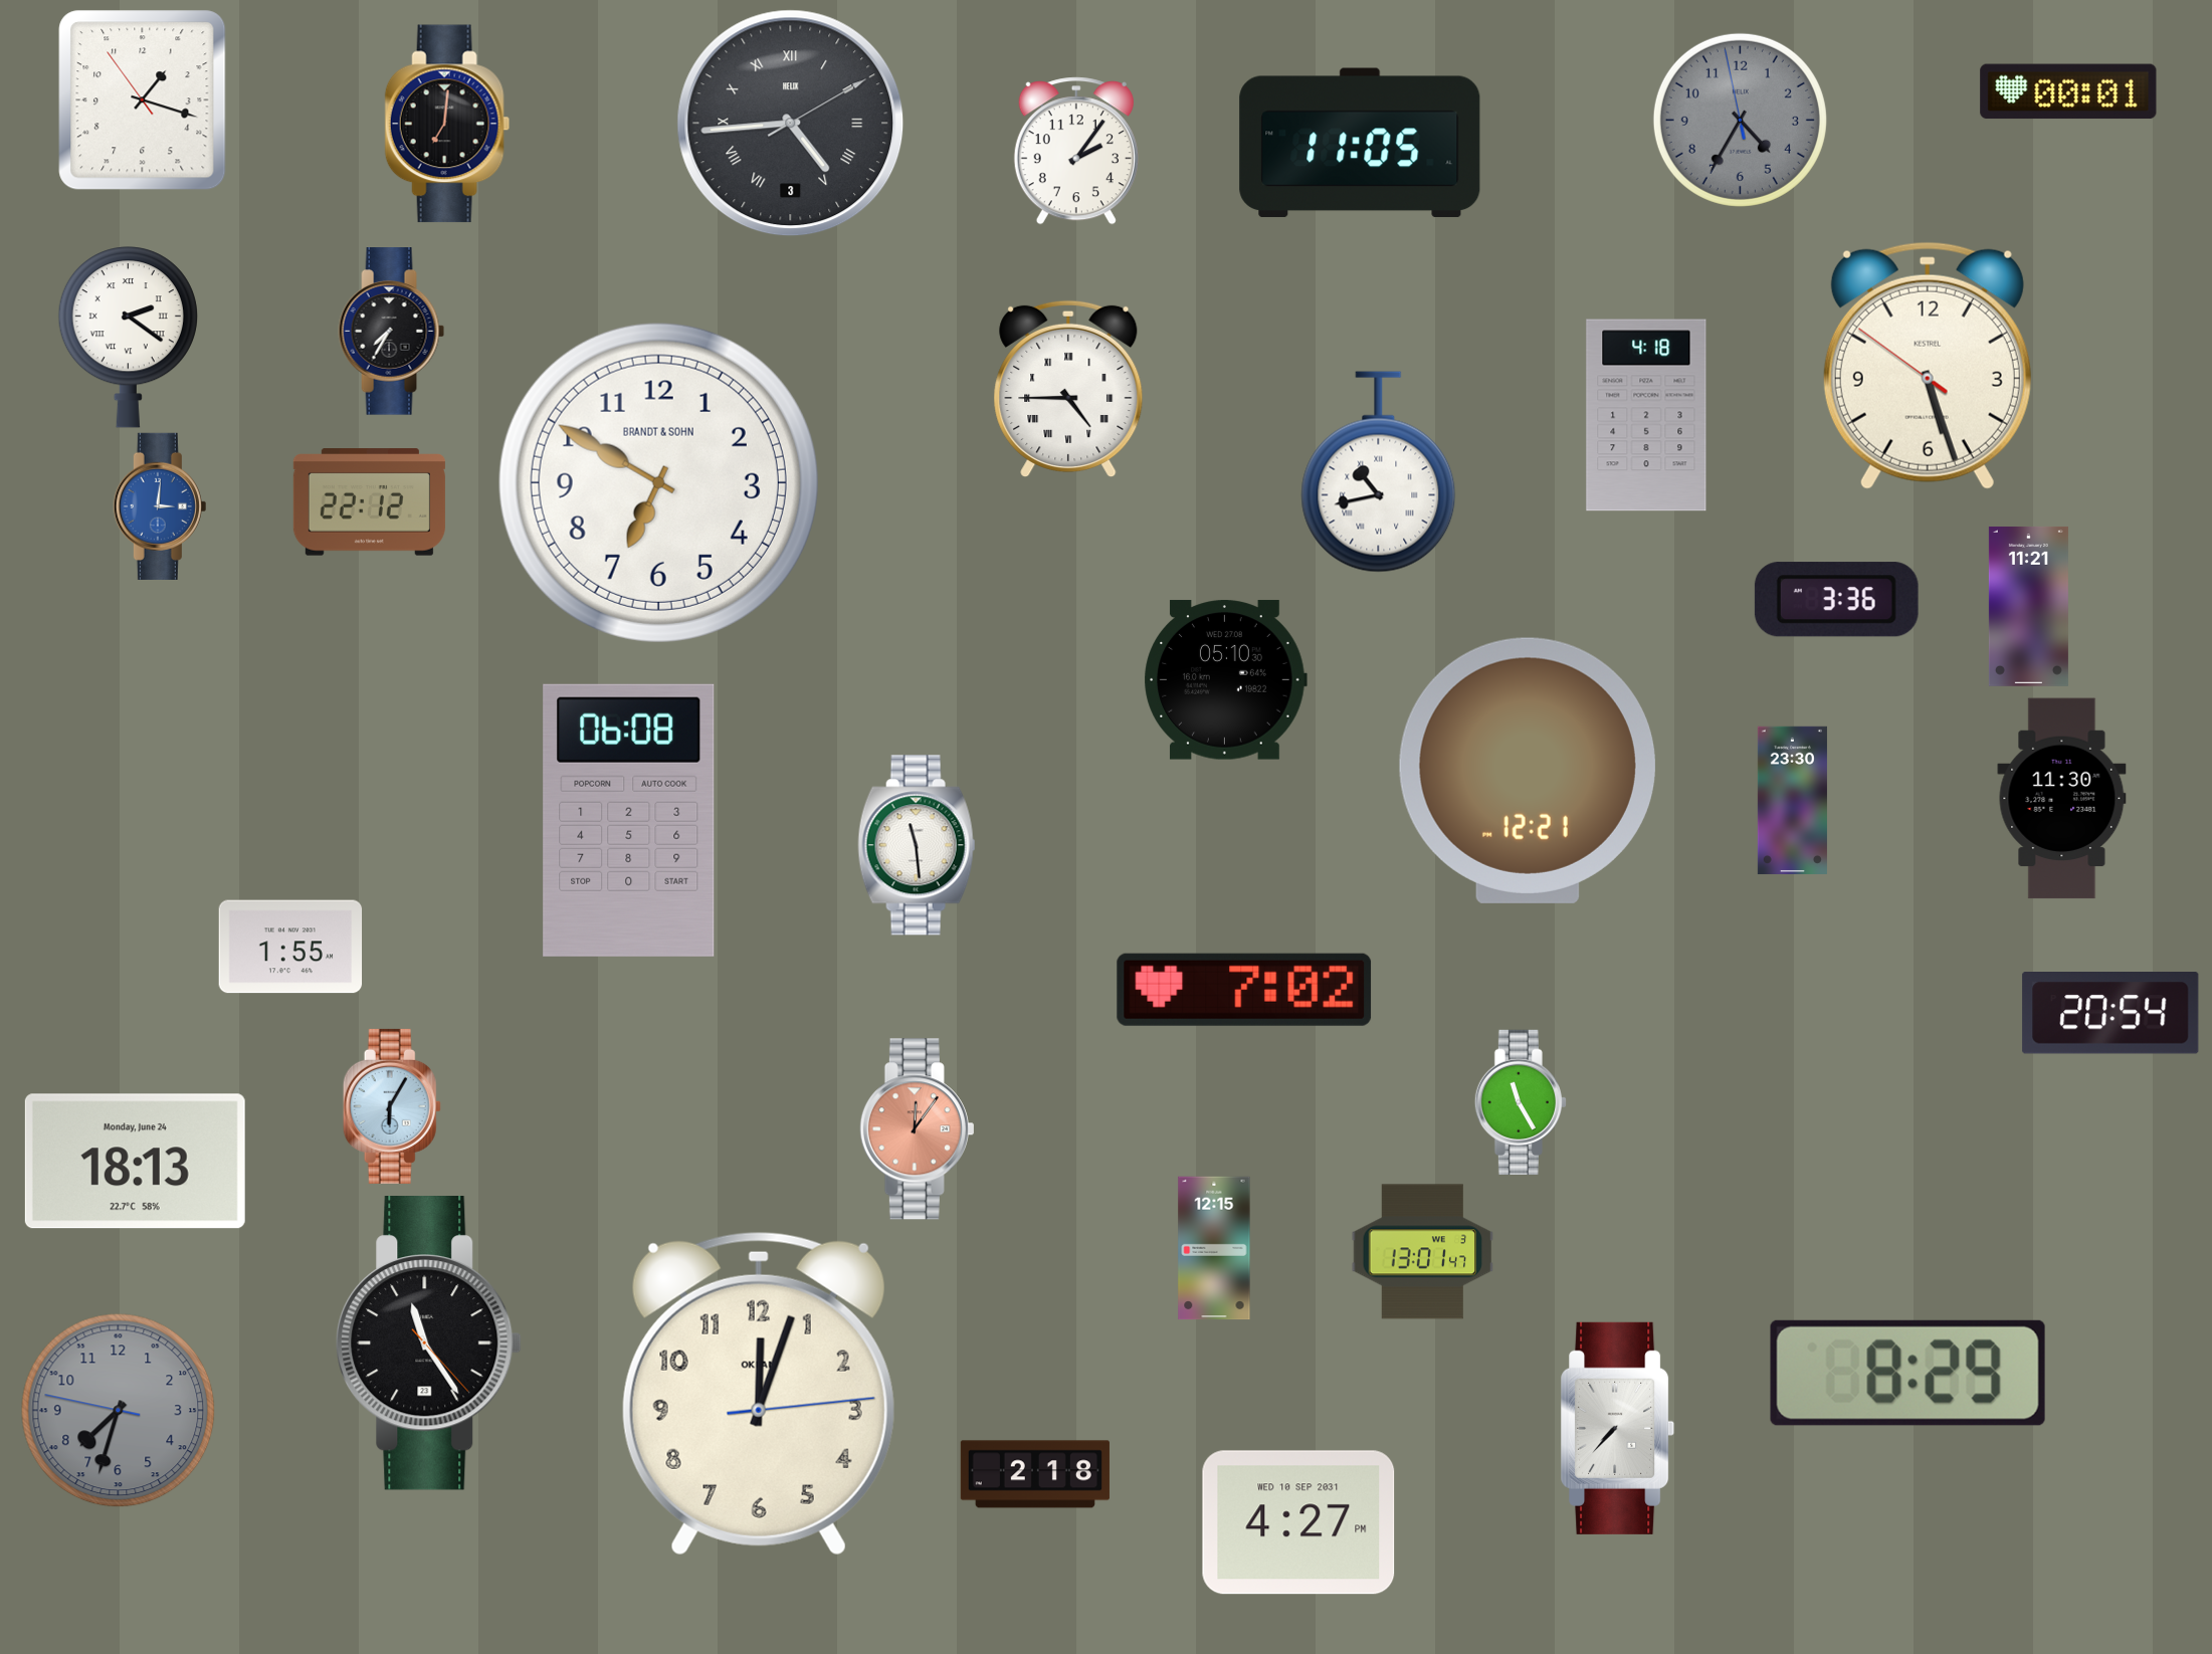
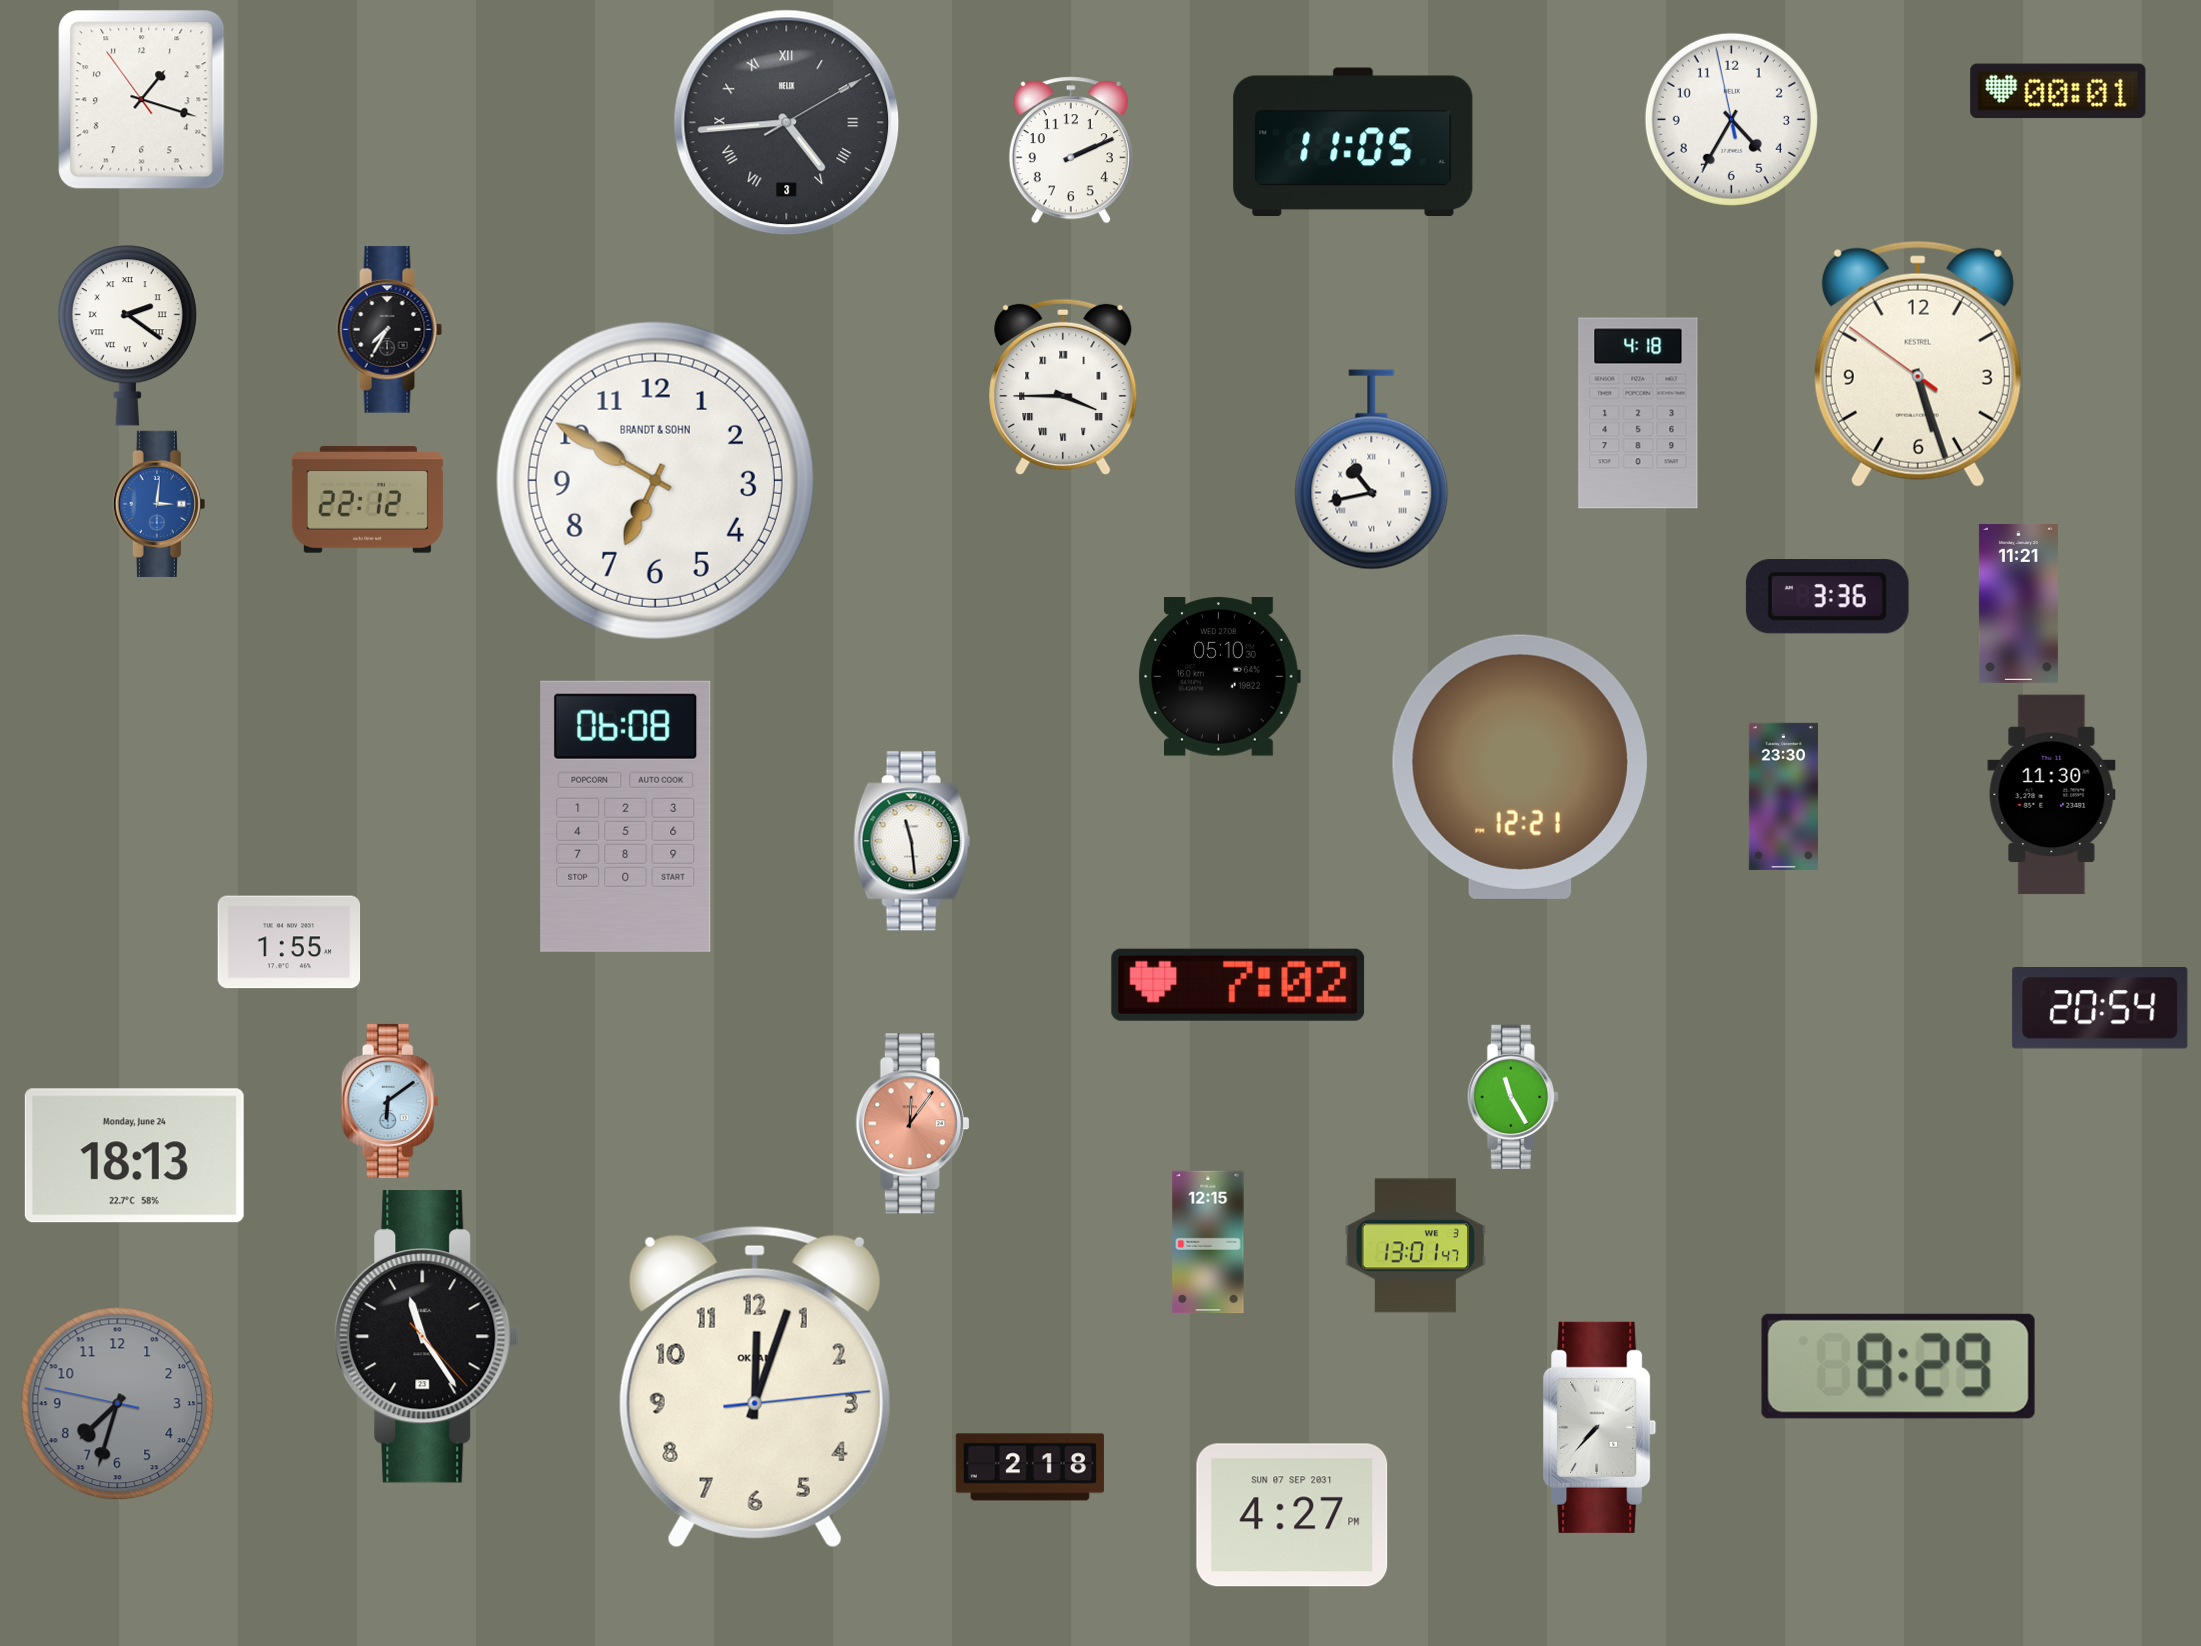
clock at (1740, 120) dial: grey -> white
clock at (447, 124): 7:01 -> none
clock at (1076, 151): 2:06 -> 2:11
clock at (1068, 389): 4:45 -> 3:45
clock at (392, 1106): 6:05 -> 6:09
clock at (1618, 1428) position: (1618, 1428) -> (1600, 1427)
clock at (1298, 1522) date: WED 10 SEP 2031 -> SUN 07 SEP 2031
